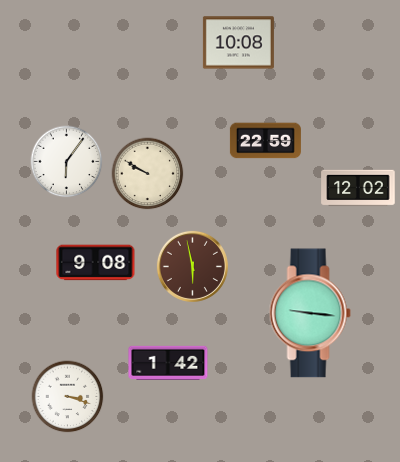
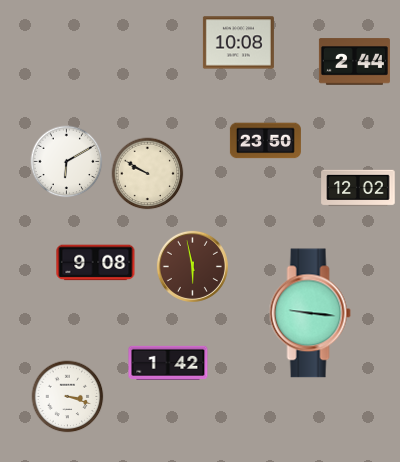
clock at (354, 62): none -> 2:44
clock at (265, 141): 22:59 -> 23:50
clock at (67, 162): 6:06 -> 6:10
